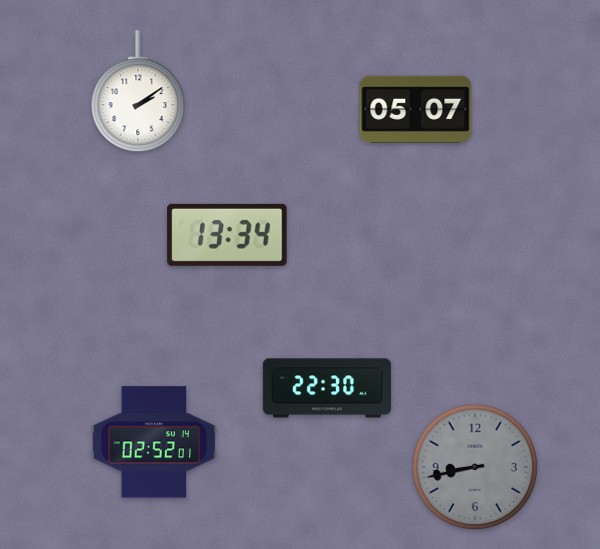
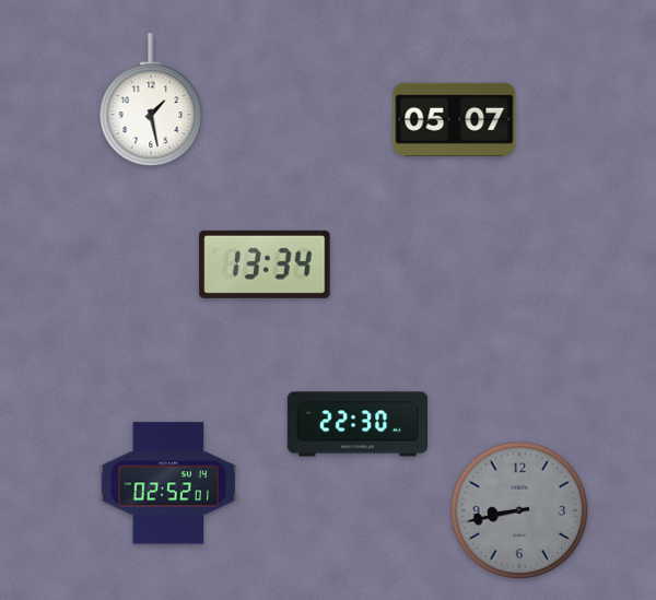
clock at (138, 92): 2:09 -> 1:28
clock at (227, 235) position: (227, 235) -> (265, 264)
